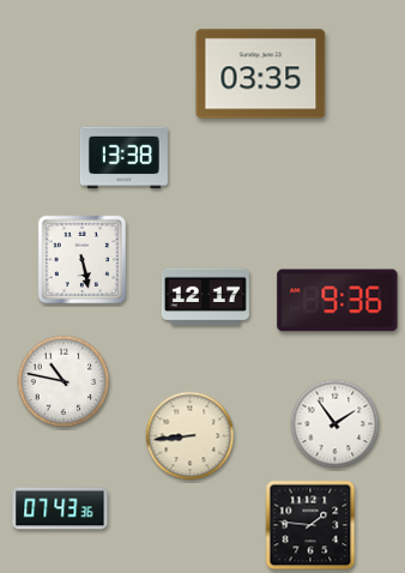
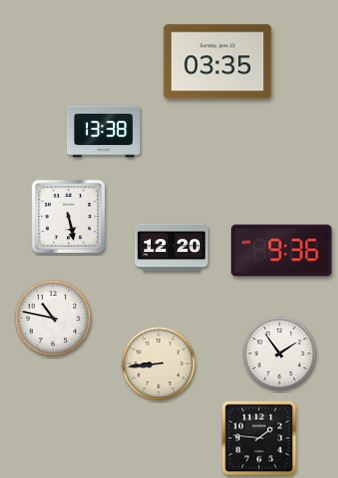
clock at (205, 297): 12:17 -> 12:20
clock at (60, 508): 07:43 -> none
